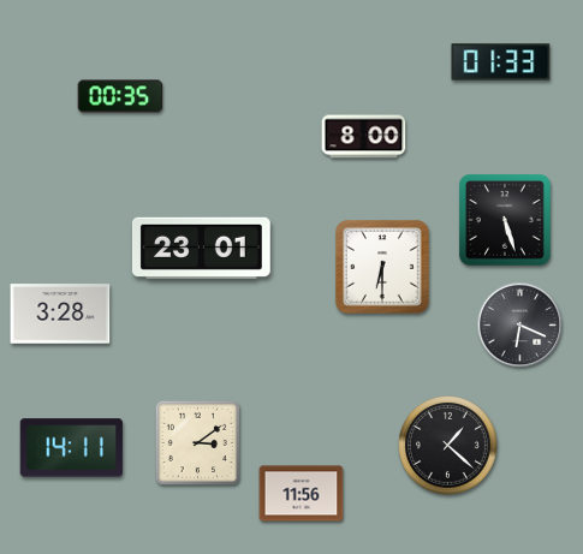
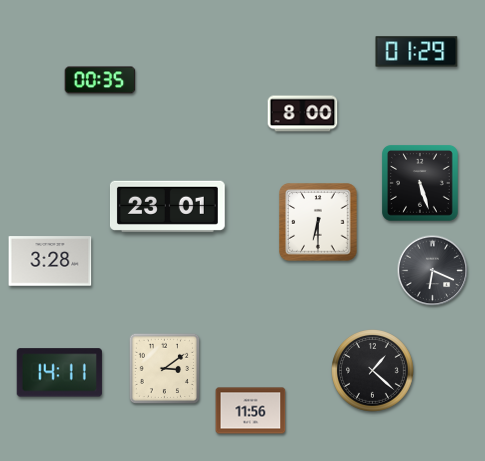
clock at (501, 62): 01:33 -> 01:29
